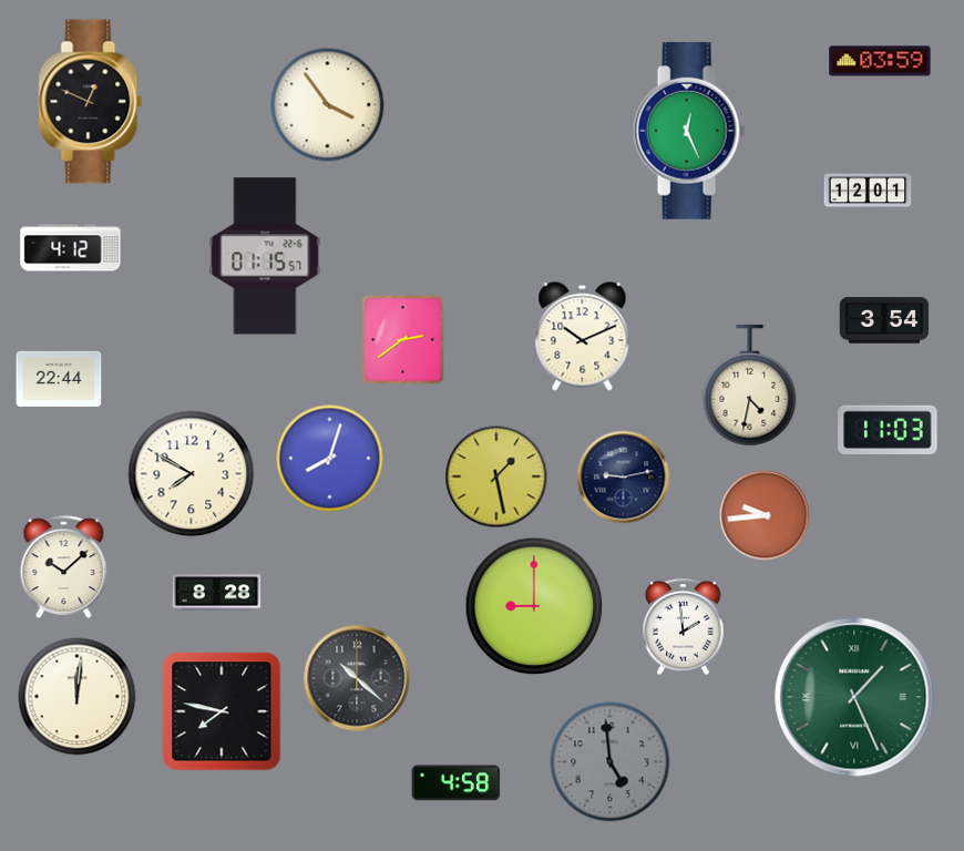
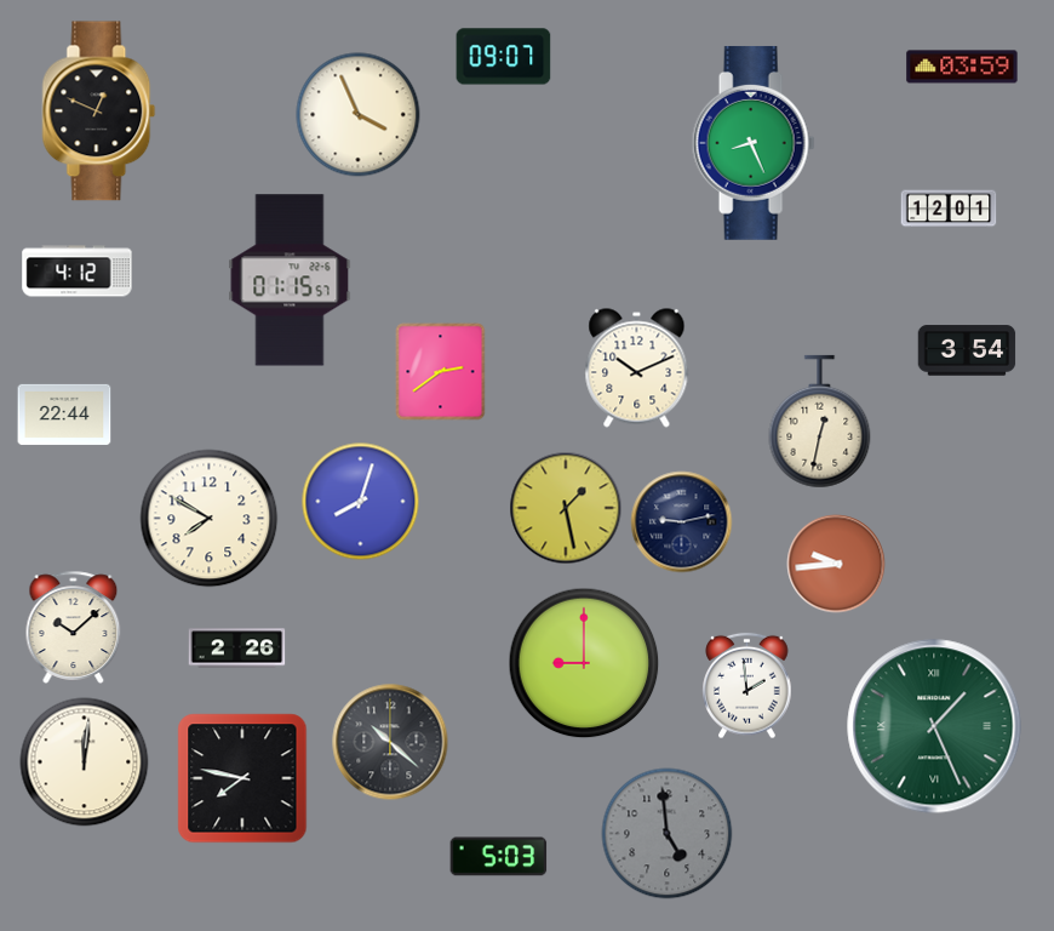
clock at (504, 57): none -> 09:07
clock at (328, 105): 3:54 -> 3:56
clock at (689, 131): 12:26 -> 8:26
clock at (750, 386): 4:32 -> 12:32
clock at (888, 430): 11:03 -> none
clock at (496, 476) position: (496, 476) -> (566, 508)
clock at (64, 566) position: (64, 566) -> (74, 627)
clock at (217, 593): 8:28 -> 2:26
clock at (854, 697) position: (854, 697) -> (934, 726)
clock at (457, 783): 4:58 -> 5:03
